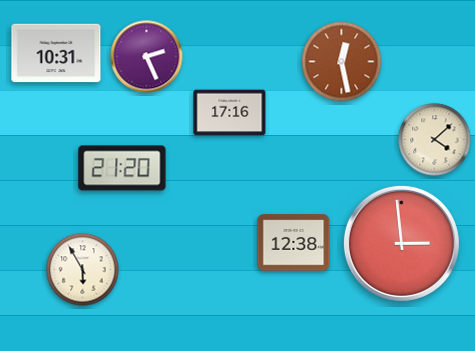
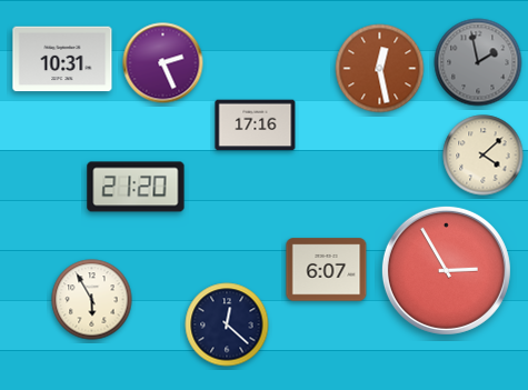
clock at (478, 62): none -> 1:58
clock at (294, 243): 12:38 -> 6:07
clock at (401, 243): 2:59 -> 2:55
clock at (227, 324): none -> 12:22
